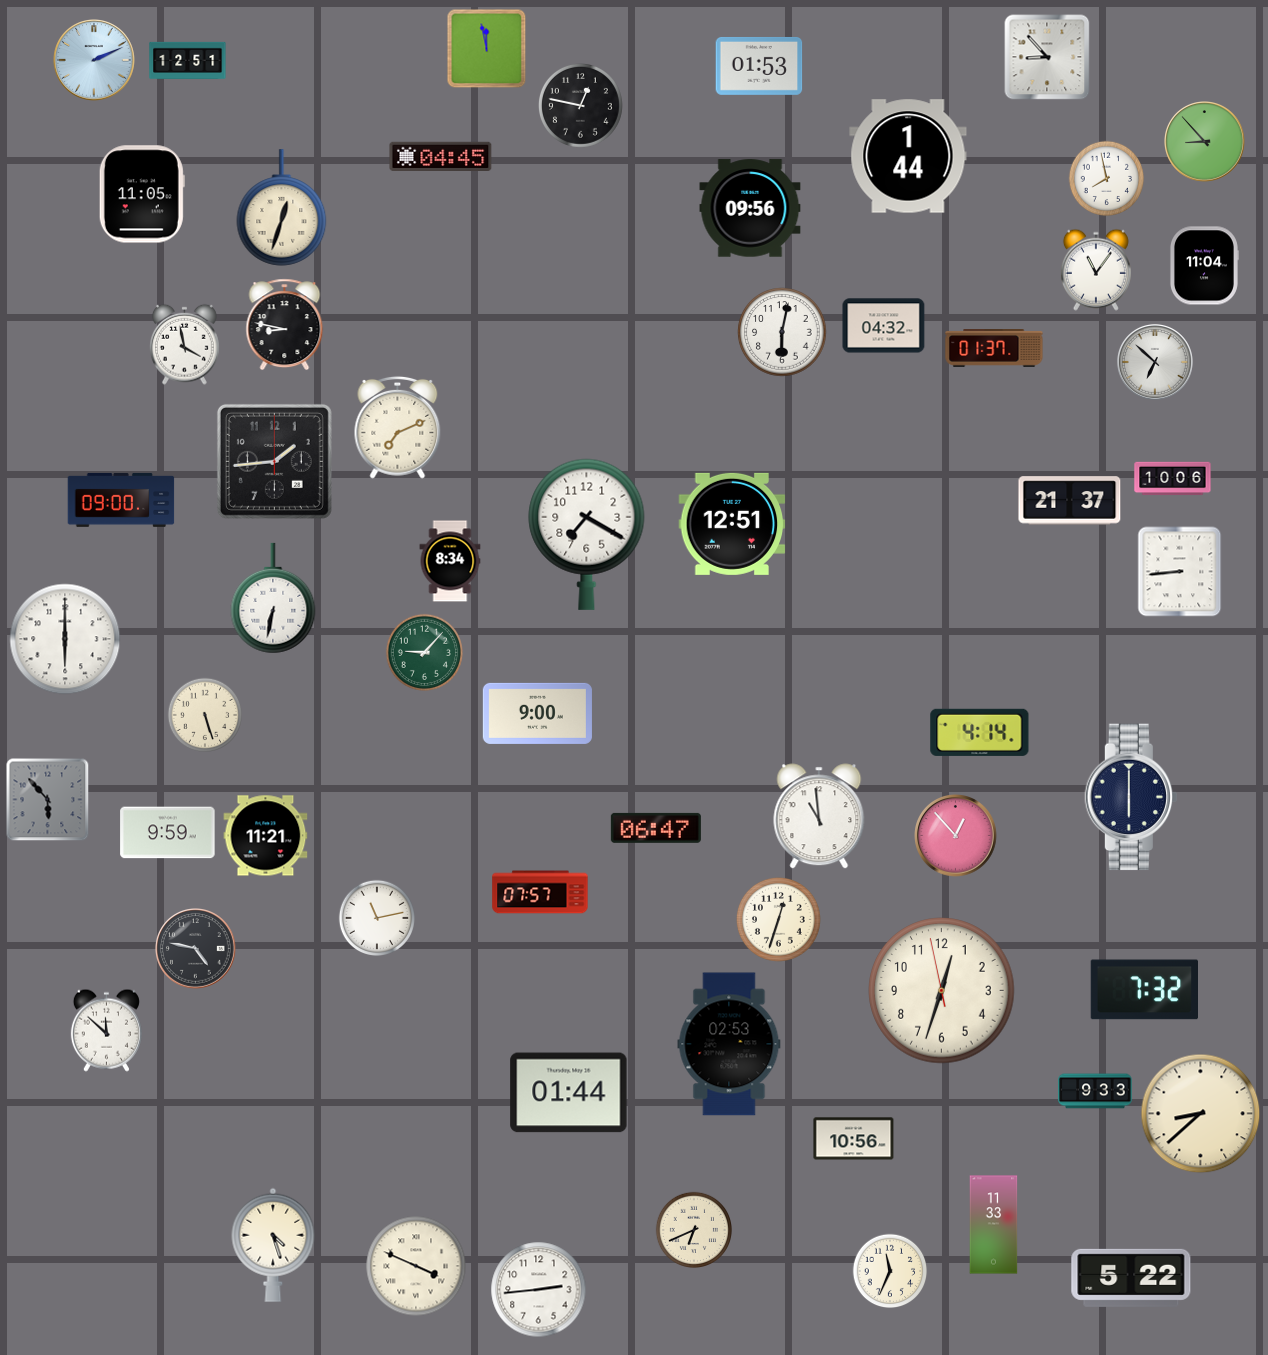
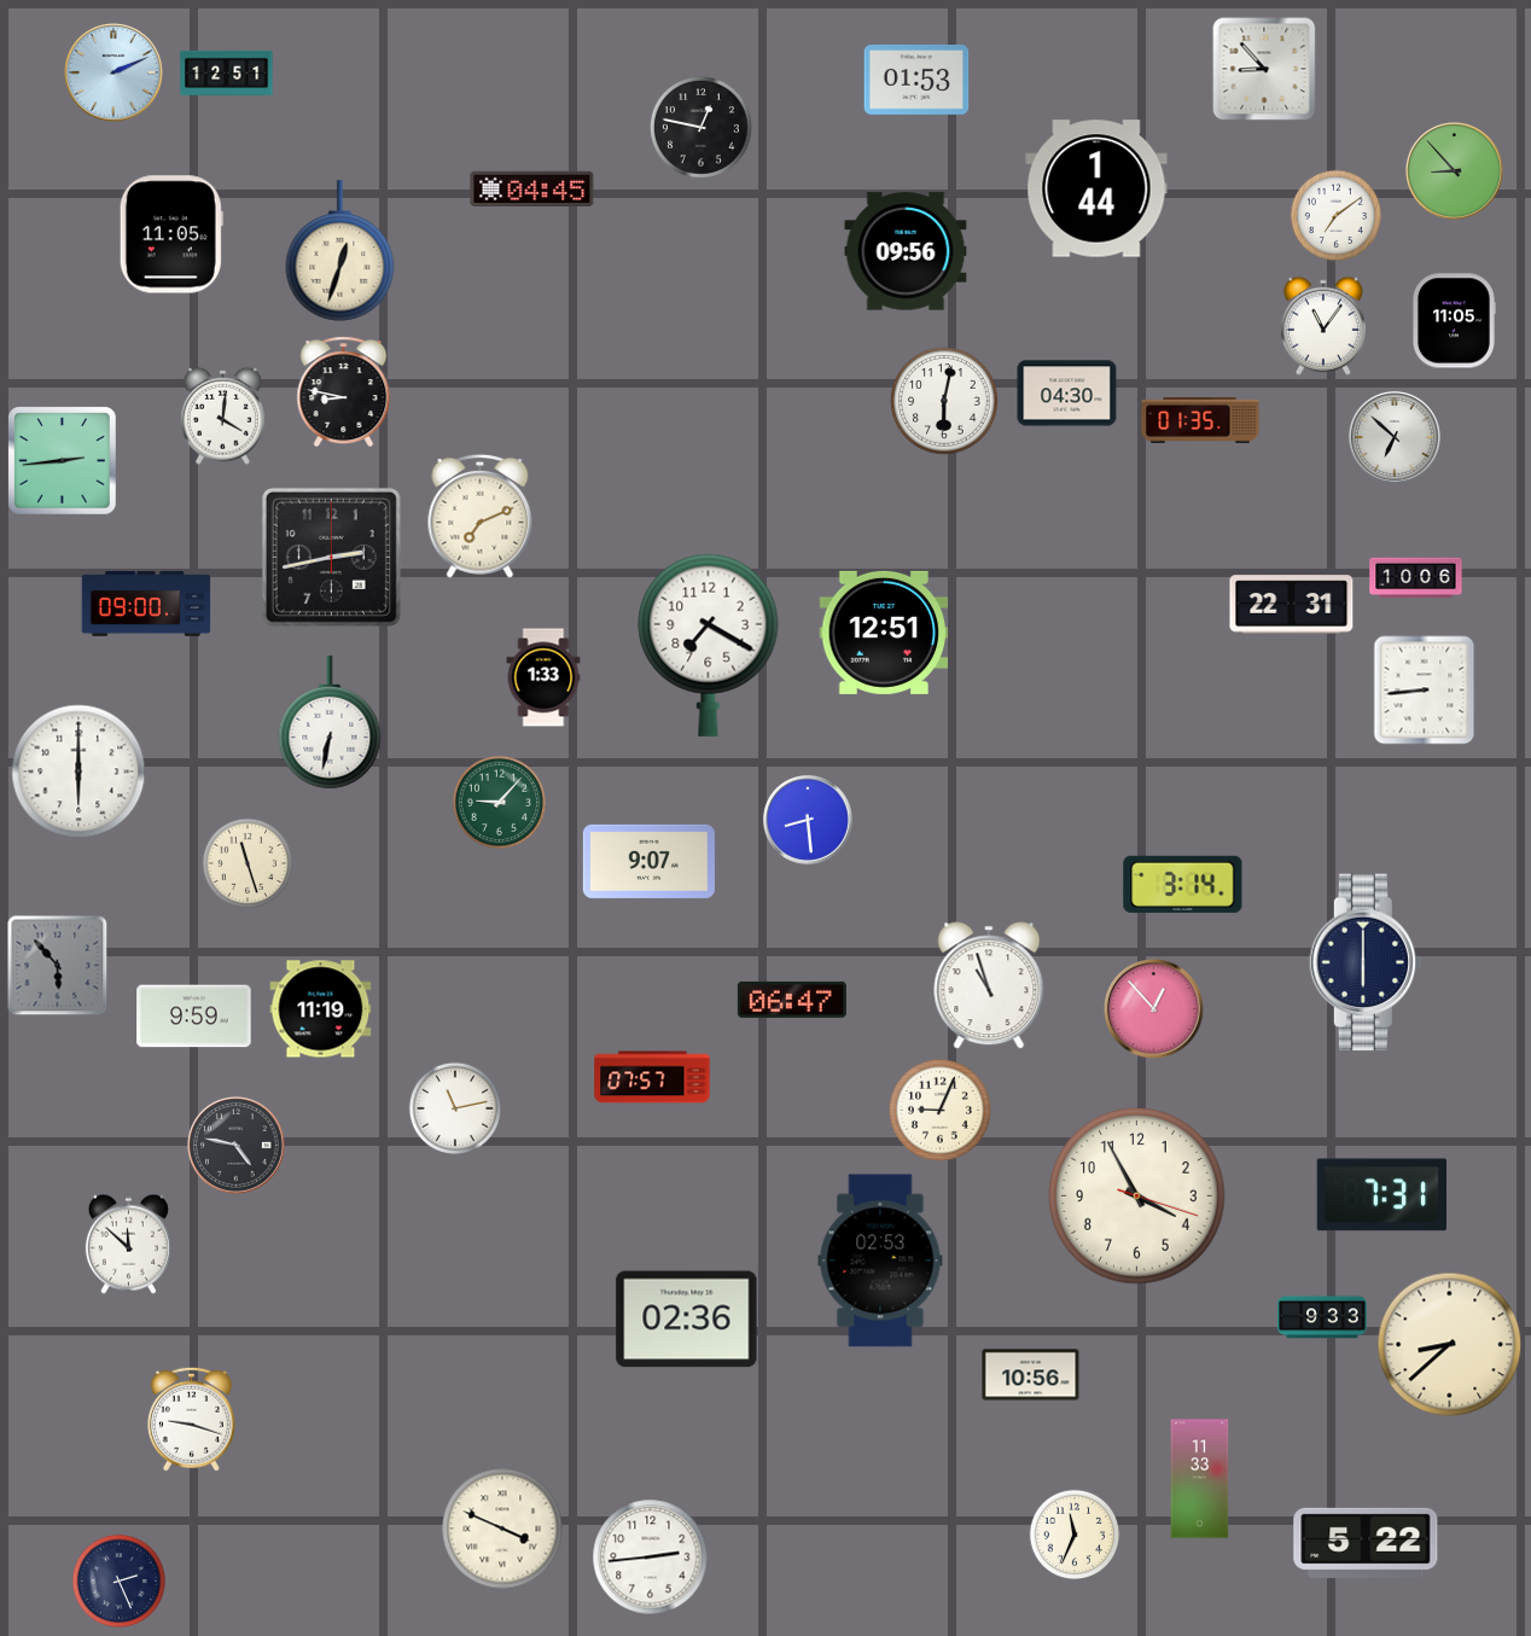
clock at (487, 49): 11:58 -> none
clock at (1107, 179): 7:58 -> 7:09
clock at (1204, 266): 11:04 -> 11:05
clock at (884, 326): 04:32 -> 04:30
clock at (184, 344): 3:58 -> 4:01
clock at (994, 349): 01:37 -> 01:35
clock at (63, 461): none -> 2:44
clock at (274, 461): 1:44 -> 2:43
clock at (1070, 501): 21:37 -> 22:31
clock at (450, 561): 8:34 -> 1:33
clock at (424, 652) position: (424, 652) -> (499, 802)
clock at (808, 820): none -> 8:29
clock at (537, 713): 9:00 -> 9:07
clock at (205, 715): 5:27 -> 11:27
clock at (980, 732): 4:14 -> 3:14
clock at (819, 816): 10:59 -> 10:57
clock at (168, 833) position: (168, 833) -> (194, 1017)
clock at (266, 836): 11:21 -> 11:19
clock at (778, 919): 12:33 -> 9:04
clock at (1144, 990): 7:32 -> 7:31
clock at (942, 991): 12:32 -> 3:55
clock at (569, 1093): 01:44 -> 02:36
clock at (191, 1419): none -> 9:18
clock at (693, 1229): 6:41 -> none
clock at (273, 1245): 4:27 -> none
clock at (118, 1580): none -> 2:26
